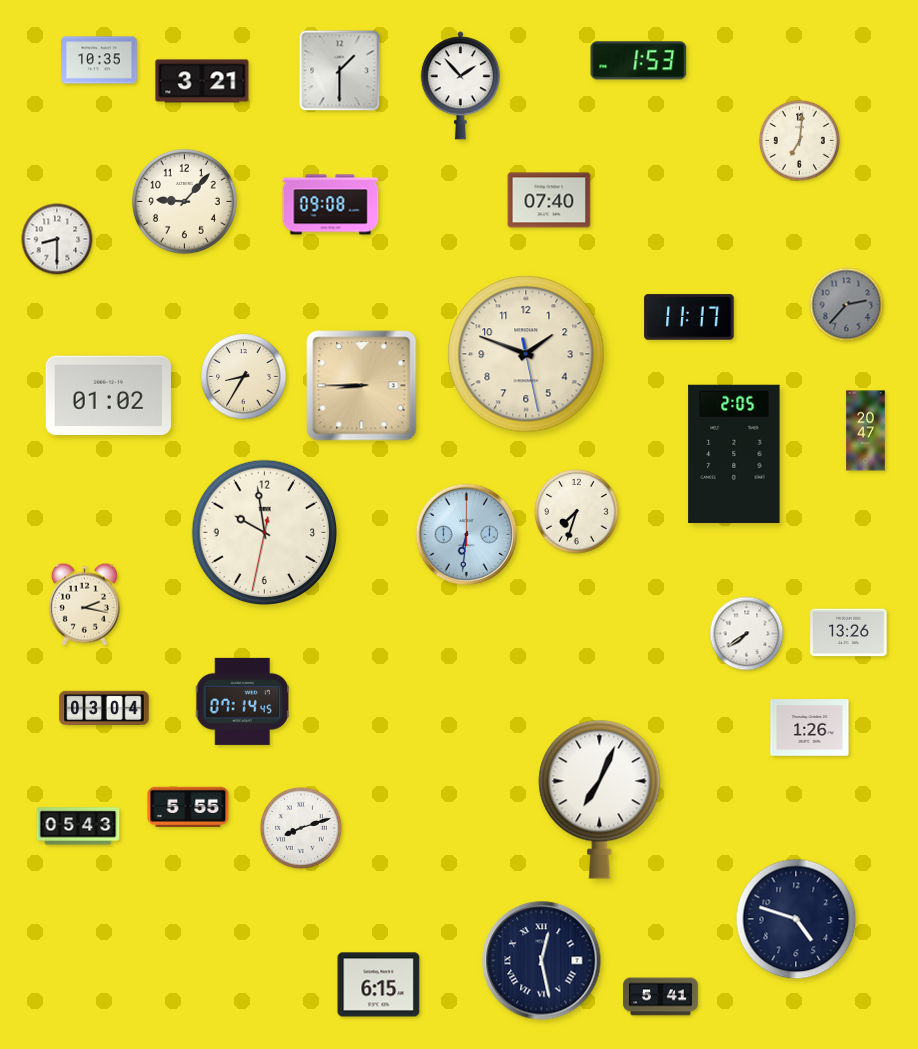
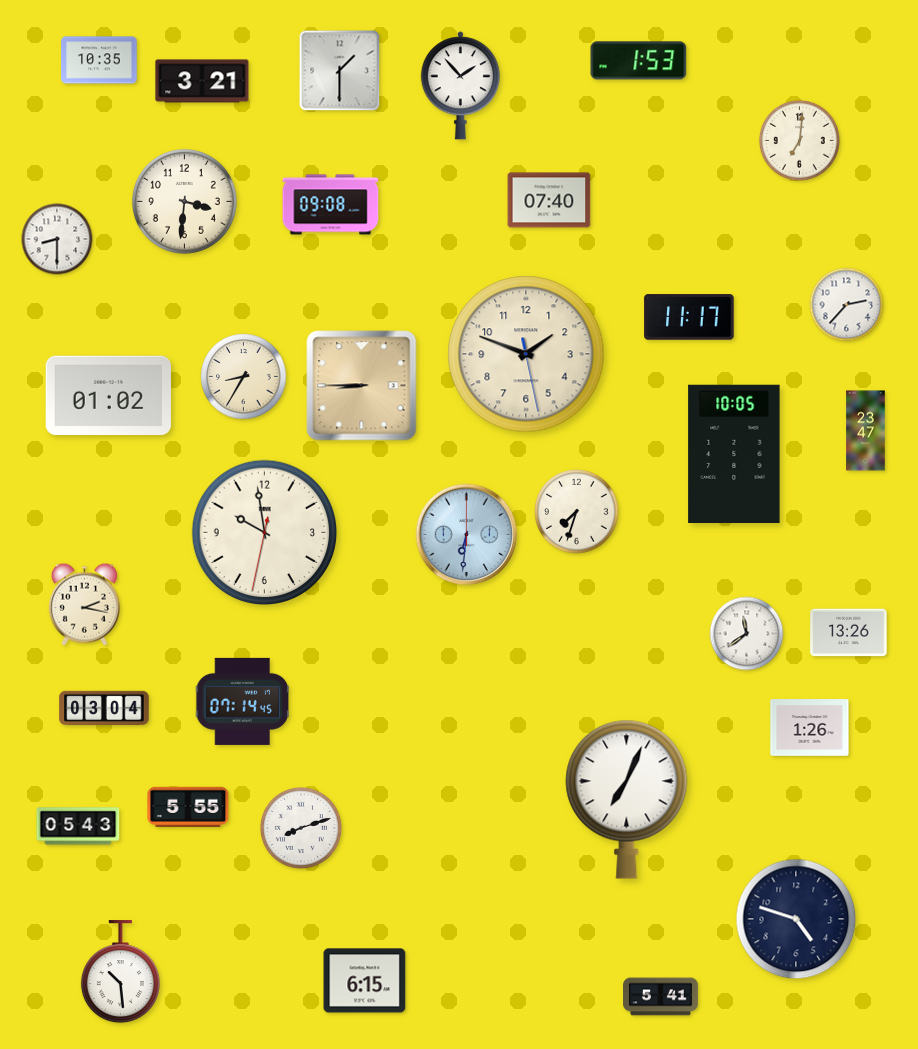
clock at (184, 201): 9:07 -> 3:31
clock at (847, 305) dial: grey -> white
clock at (866, 431): 20:47 -> 23:47
clock at (734, 454): 2:05 -> 10:05
clock at (747, 634): 7:39 -> 11:39
clock at (600, 799) position: (600, 799) -> (627, 799)
clock at (542, 961): 12:28 -> none
clock at (120, 972): none -> 10:29
clock at (379, 985) position: (379, 985) -> (365, 981)
